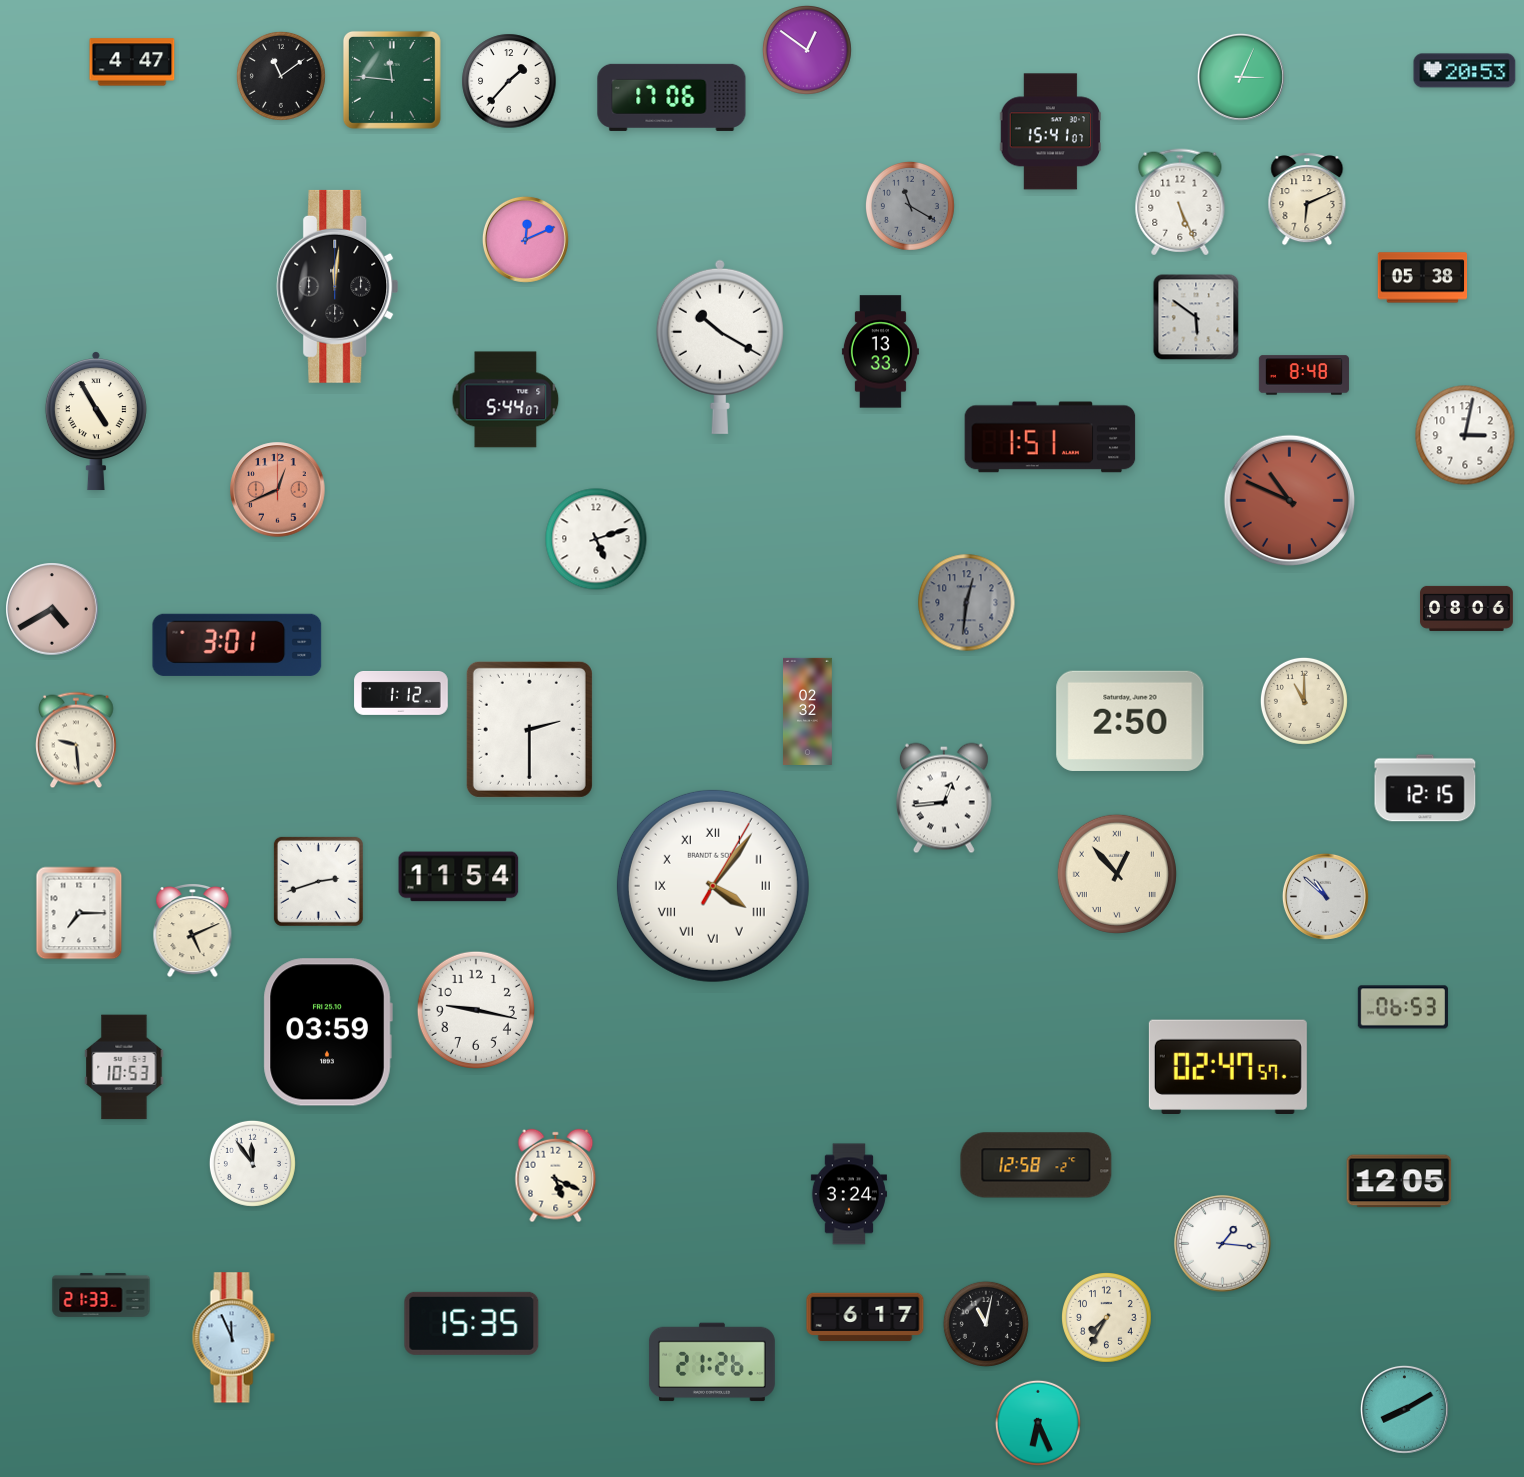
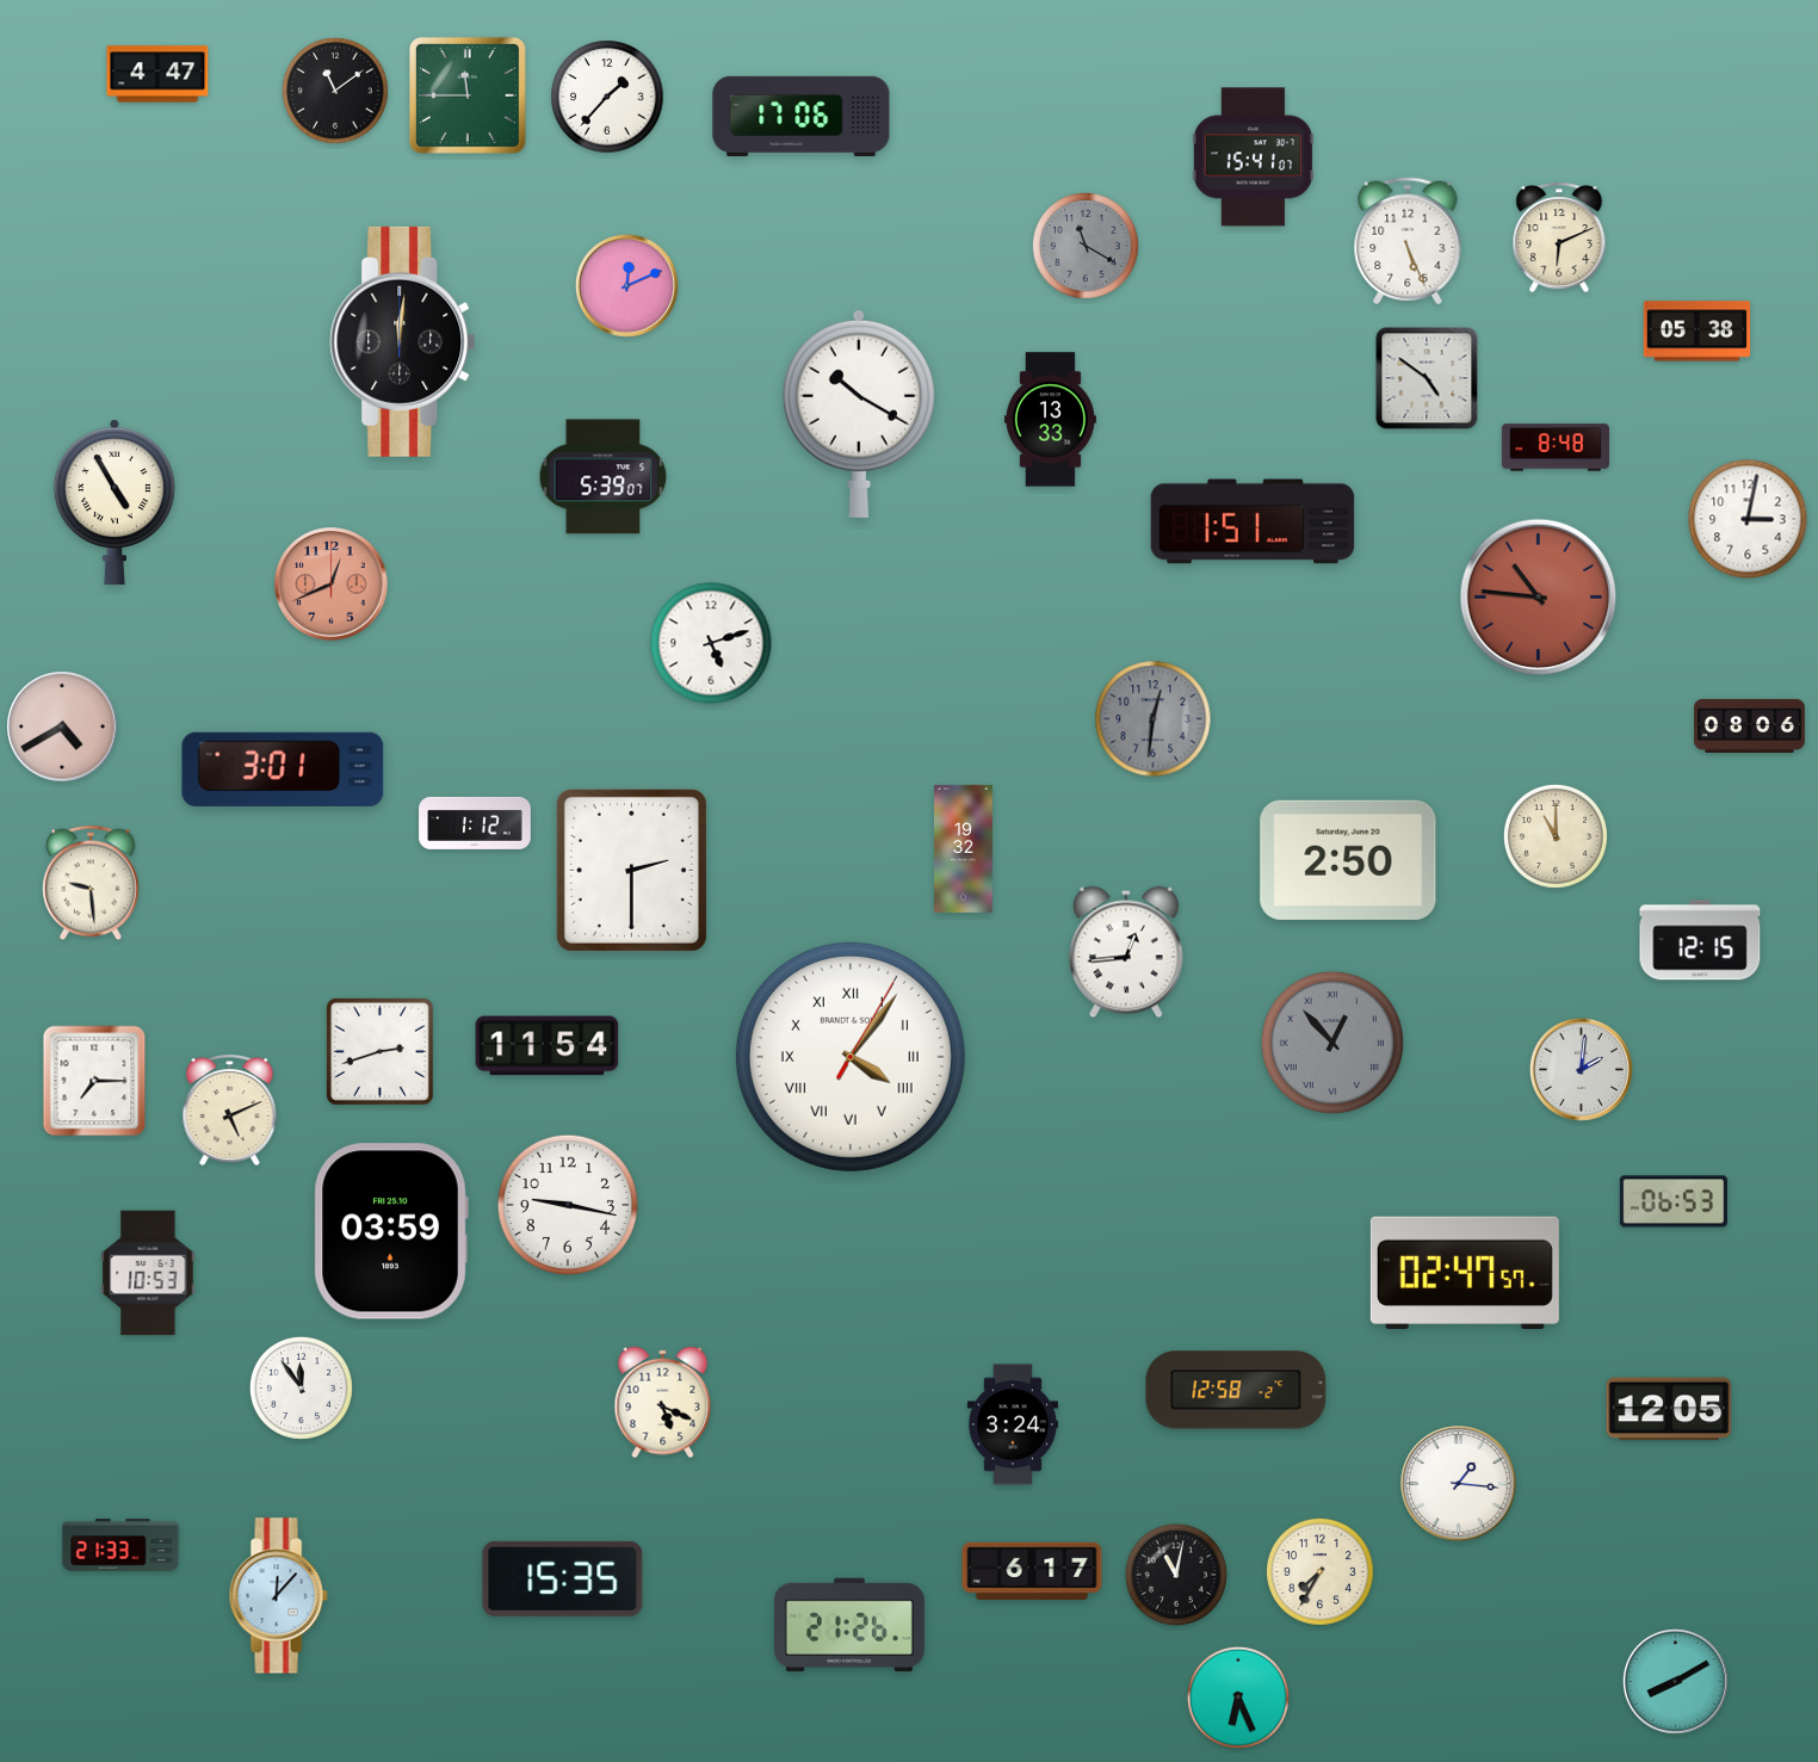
clock at (807, 50): 12:51 -> none
clock at (1465, 71): 20:53 -> none
clock at (1241, 77): 3:04 -> none
clock at (392, 80): 11:46 -> 11:45
clock at (1196, 317): 5:51 -> 4:51
clock at (506, 400): 5:44 -> 5:39
clock at (1290, 501): 10:49 -> 10:46
clock at (401, 693) position: (401, 693) -> (475, 823)
clock at (808, 711): 02:32 -> 19:32
clock at (1117, 874) dial: cream -> grey
clock at (1325, 896): 10:52 -> 2:01
clock at (79, 913) position: (79, 913) -> (94, 1081)
clock at (986, 1324) position: (986, 1324) -> (1176, 1575)
clock at (233, 1338): 11:56 -> 12:07
